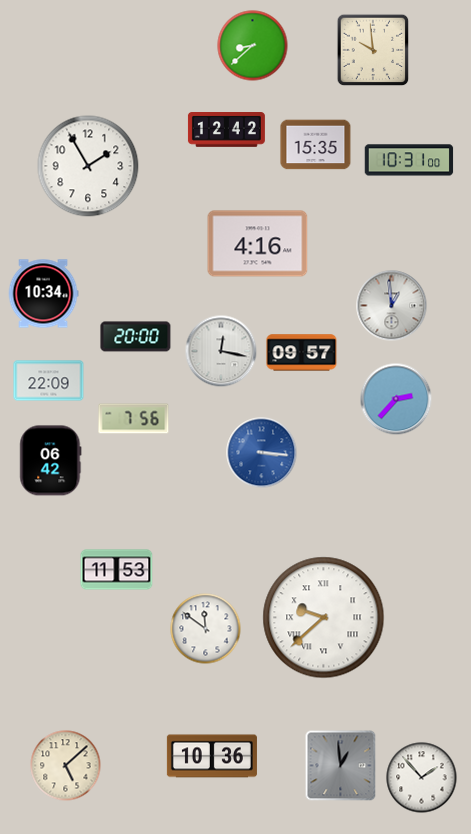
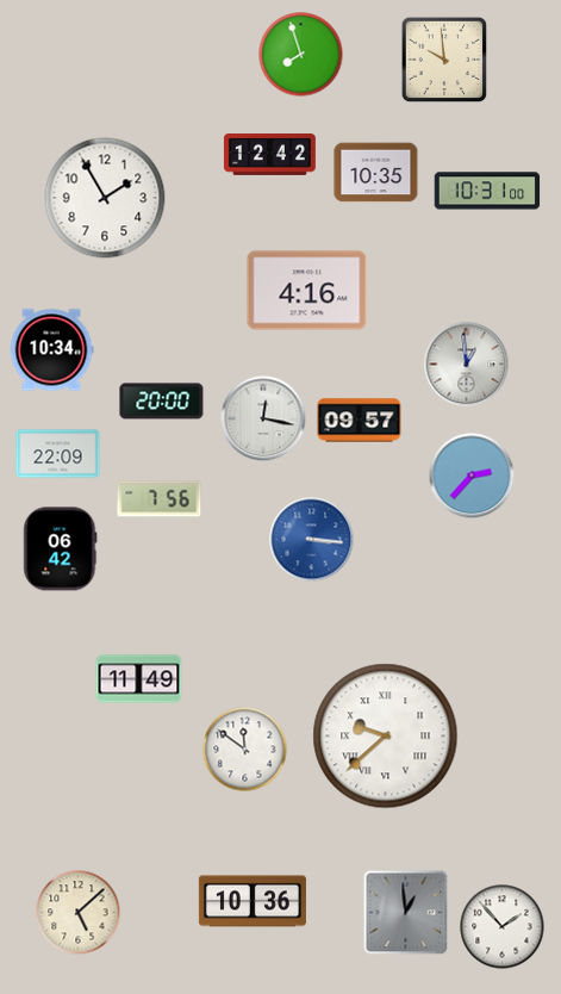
clock at (253, 46): 8:38 -> 7:57
clock at (316, 145): 15:35 -> 10:35
clock at (117, 570): 11:53 -> 11:49
